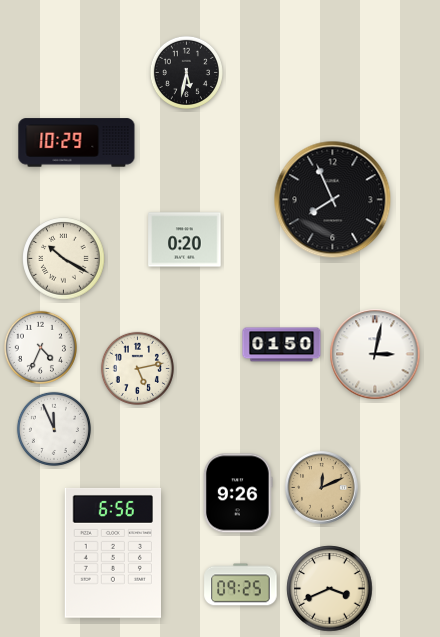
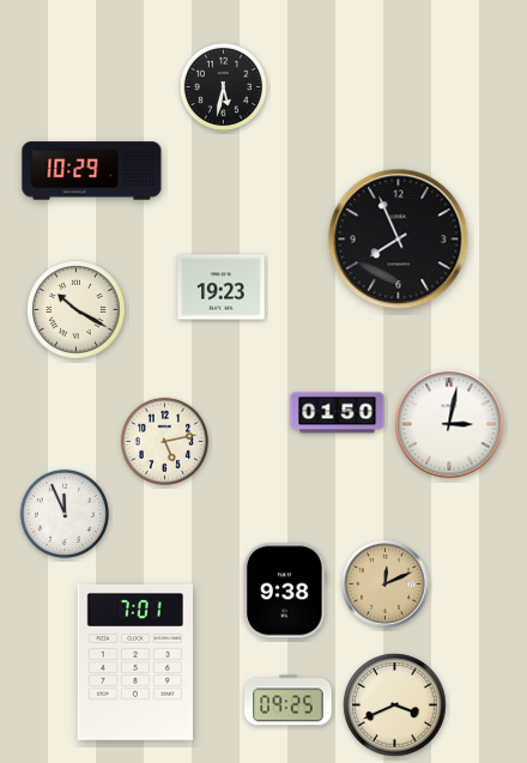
clock at (185, 240): 0:20 -> 19:23
clock at (40, 347): 4:34 -> none
clock at (238, 493): 9:26 -> 9:38
clock at (112, 553): 6:56 -> 7:01
